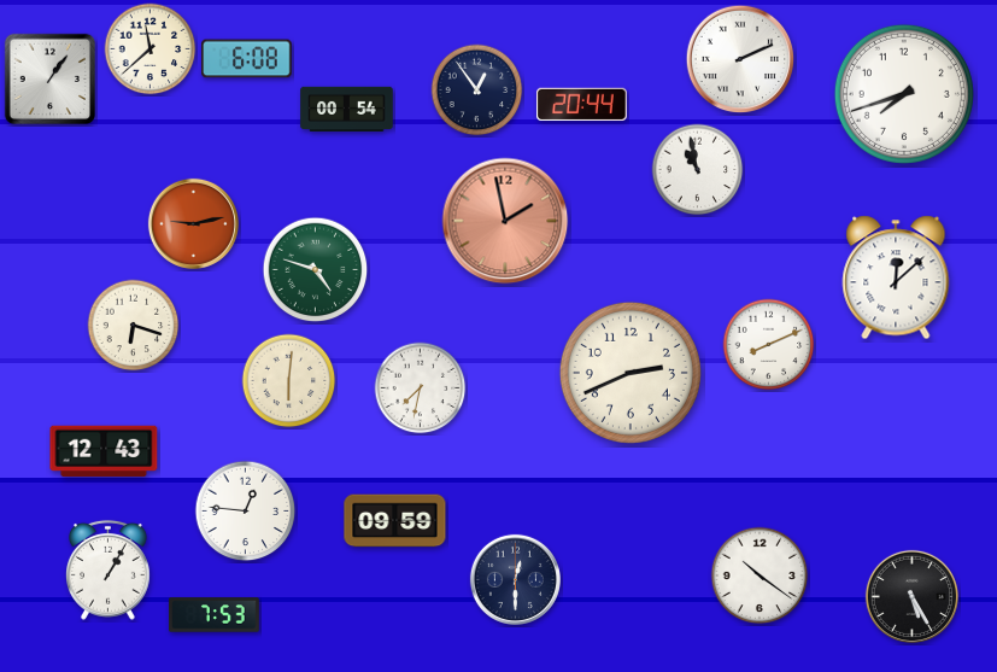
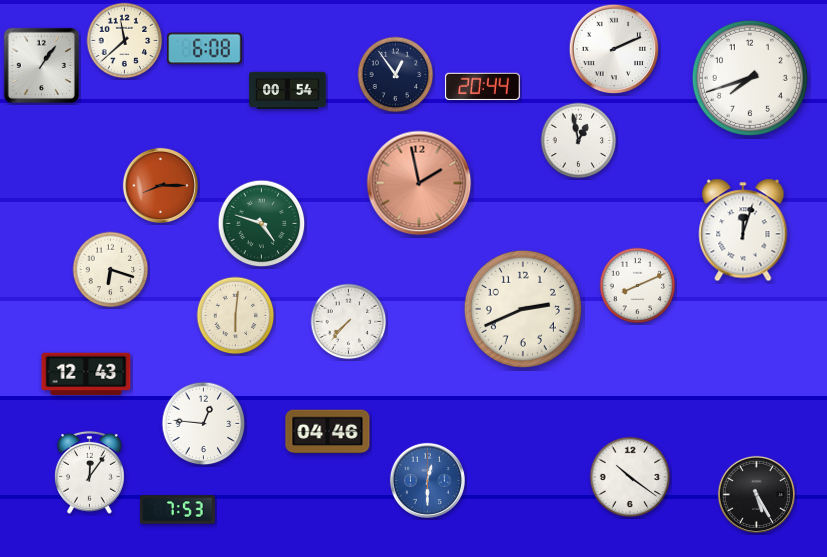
clock at (698, 170): 10:58 -> 12:58
clock at (193, 223): 9:13 -> 8:15
clock at (896, 277): 12:08 -> 12:03
clock at (289, 381) position: (289, 381) -> (236, 316)
clock at (421, 388): 7:32 -> 7:37
clock at (395, 521): 09:59 -> 04:46
clock at (109, 569): 1:05 -> 12:06
clock at (515, 579) dial: navy -> blue
